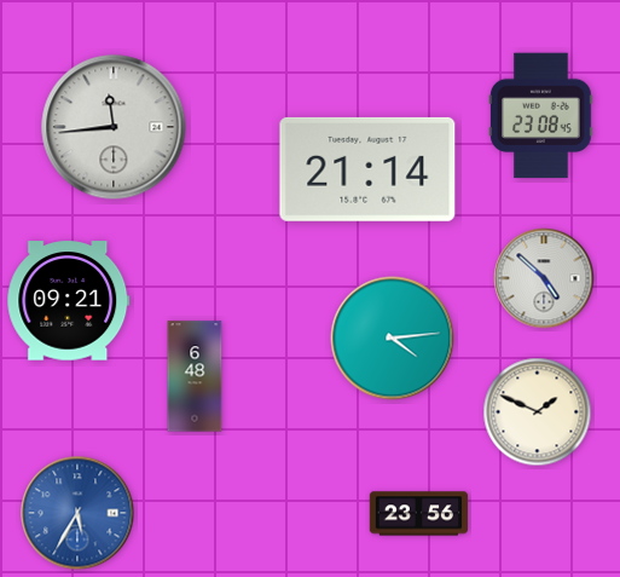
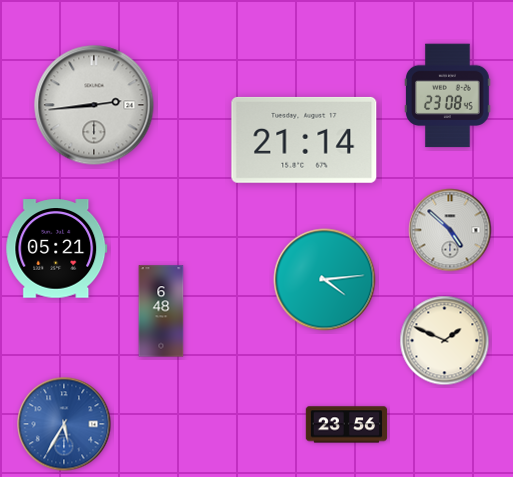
clock at (114, 127): 11:44 -> 2:44
clock at (69, 301): 09:21 -> 05:21
